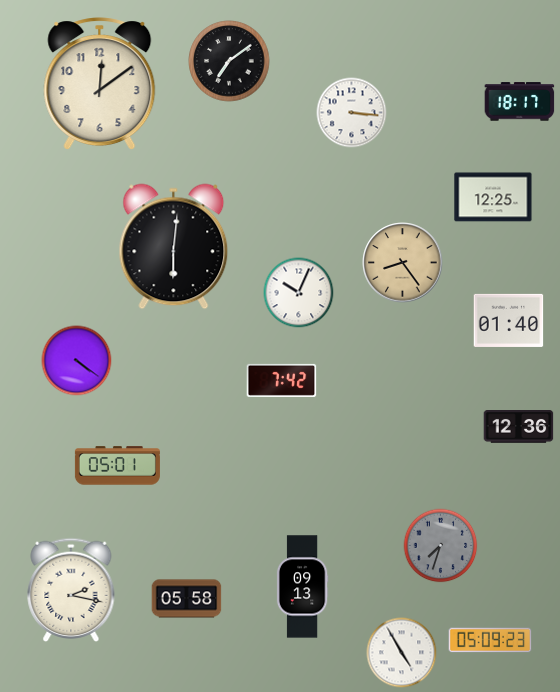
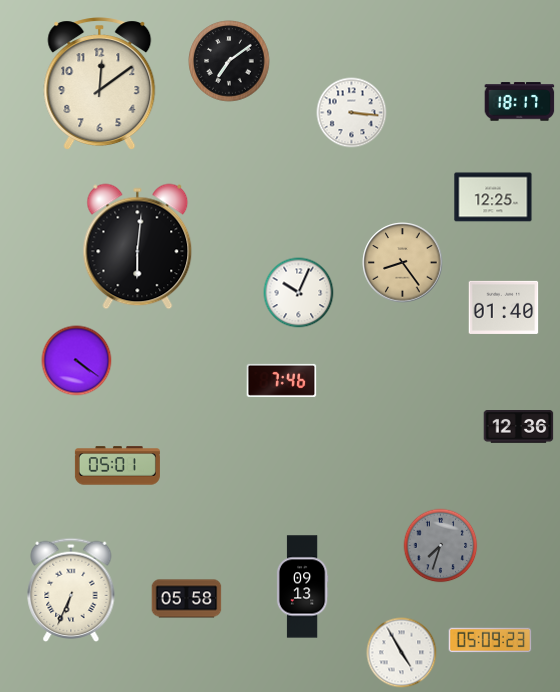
clock at (174, 247) position: (174, 247) -> (138, 247)
clock at (509, 320) position: (509, 320) -> (504, 307)
clock at (282, 380): 7:42 -> 7:46
clock at (71, 589): 2:17 -> 6:34
